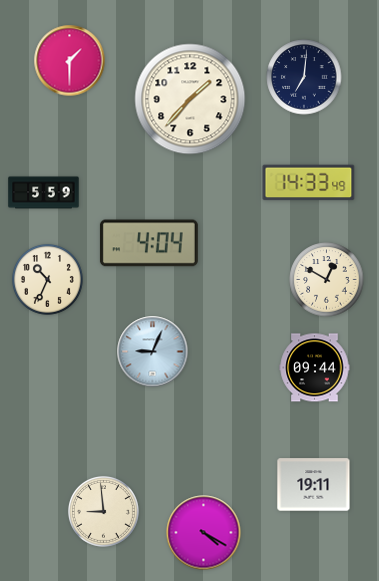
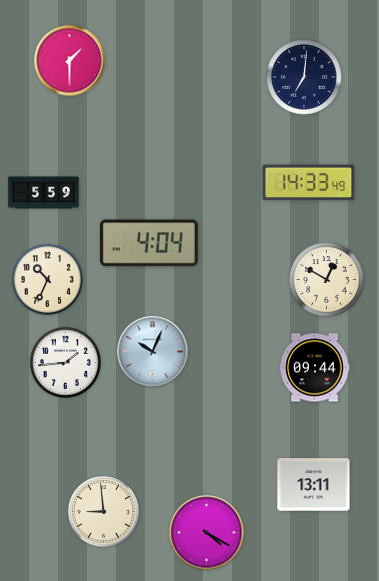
clock at (190, 99): 1:37 -> none
clock at (153, 352): 9:04 -> 10:04
clock at (65, 362): none -> 1:44
clock at (314, 485): 19:11 -> 13:11
clock at (204, 533) position: (204, 533) -> (207, 533)
